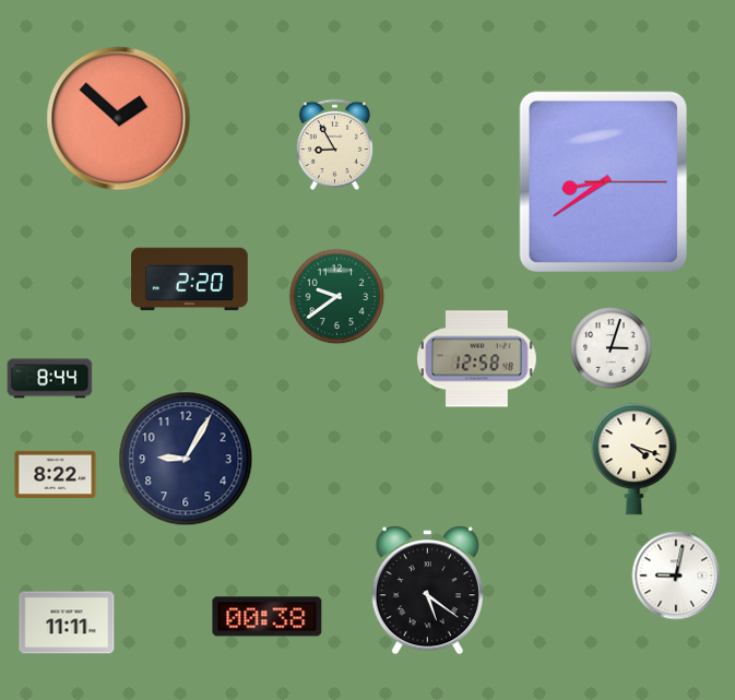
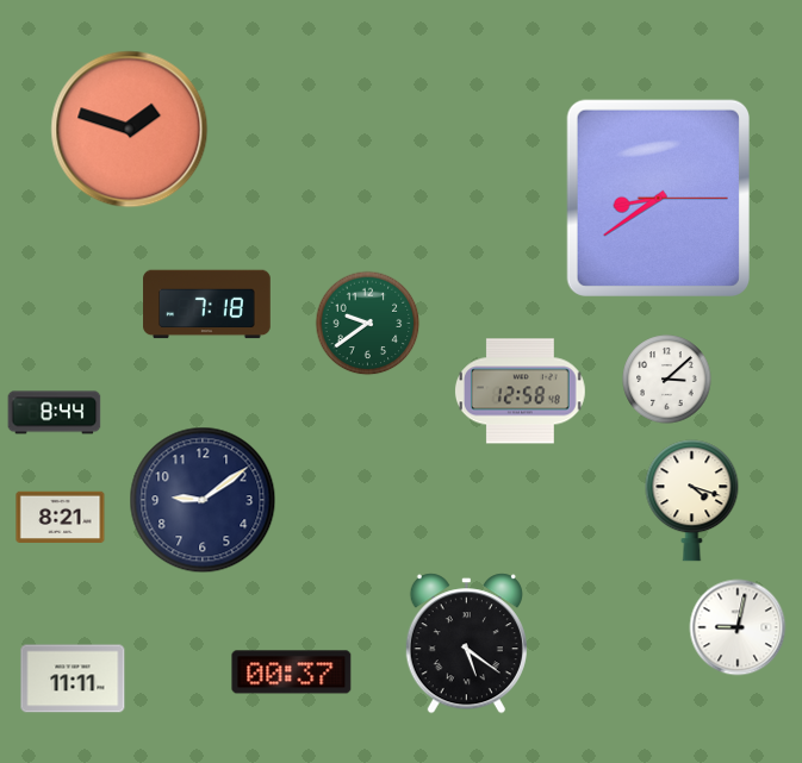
clock at (119, 119): 1:52 -> 1:48
clock at (334, 144): 8:55 -> none
clock at (190, 280): 2:20 -> 7:18
clock at (612, 348): 3:03 -> 3:08
clock at (186, 459): 9:05 -> 9:09
clock at (56, 475): 8:22 -> 8:21
clock at (268, 617): 00:38 -> 00:37
